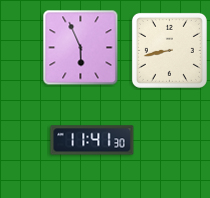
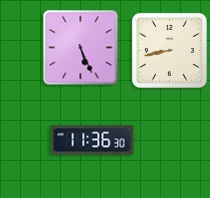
clock at (81, 48): 5:56 -> 5:26
clock at (92, 140): 11:41 -> 11:36
